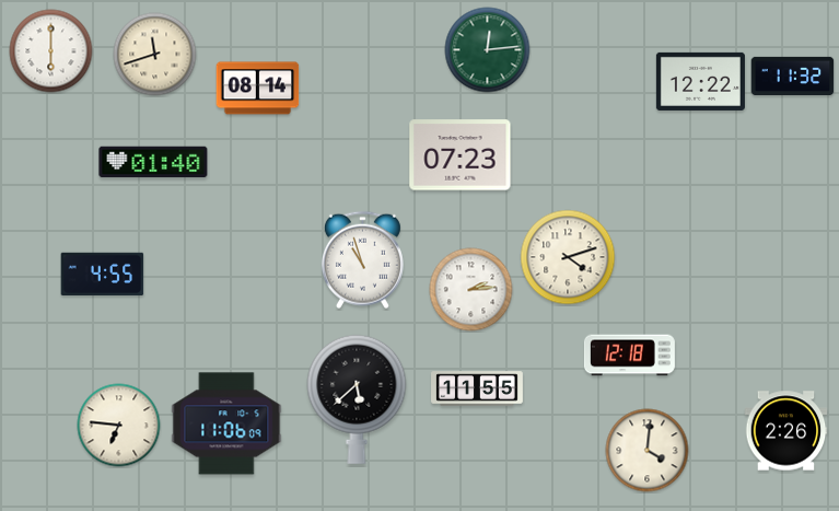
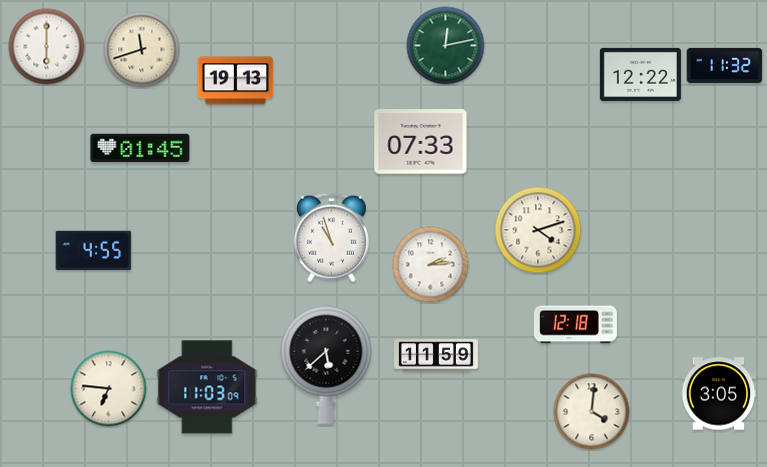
clock at (488, 50): 12:14 -> 12:13
clock at (793, 76) position: (793, 76) -> (725, 65)
clock at (258, 89): 08:14 -> 19:13
clock at (461, 155): 07:23 -> 07:33
clock at (153, 162): 01:40 -> 01:45
clock at (568, 257) position: (568, 257) -> (538, 230)
clock at (478, 388): 11:55 -> 11:59
clock at (226, 423): 11:06 -> 11:03
clock at (786, 431): 2:26 -> 3:05
